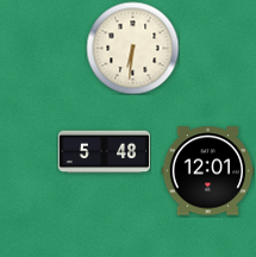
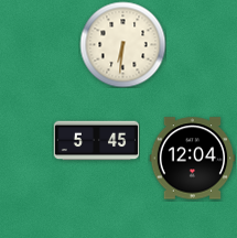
clock at (104, 152): 5:48 -> 5:45
clock at (207, 171): 12:01 -> 12:04
